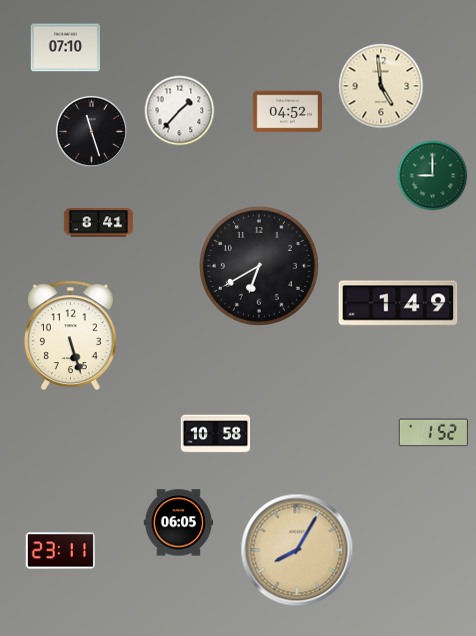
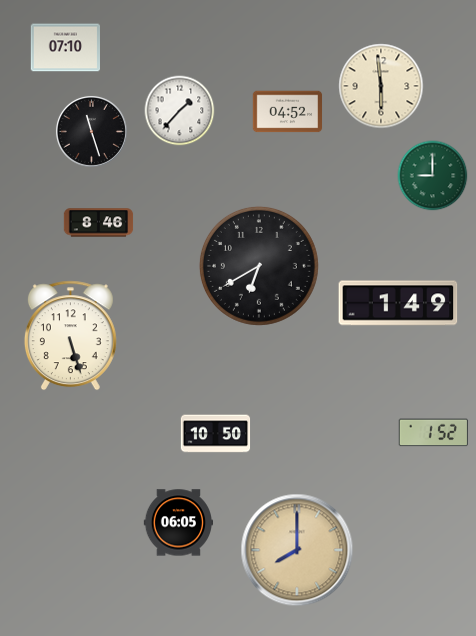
clock at (381, 86): 4:59 -> 5:59
clock at (99, 223): 8:41 -> 8:46
clock at (216, 434): 10:58 -> 10:50
clock at (297, 550): 8:05 -> 8:00
clock at (60, 551): 23:11 -> none
